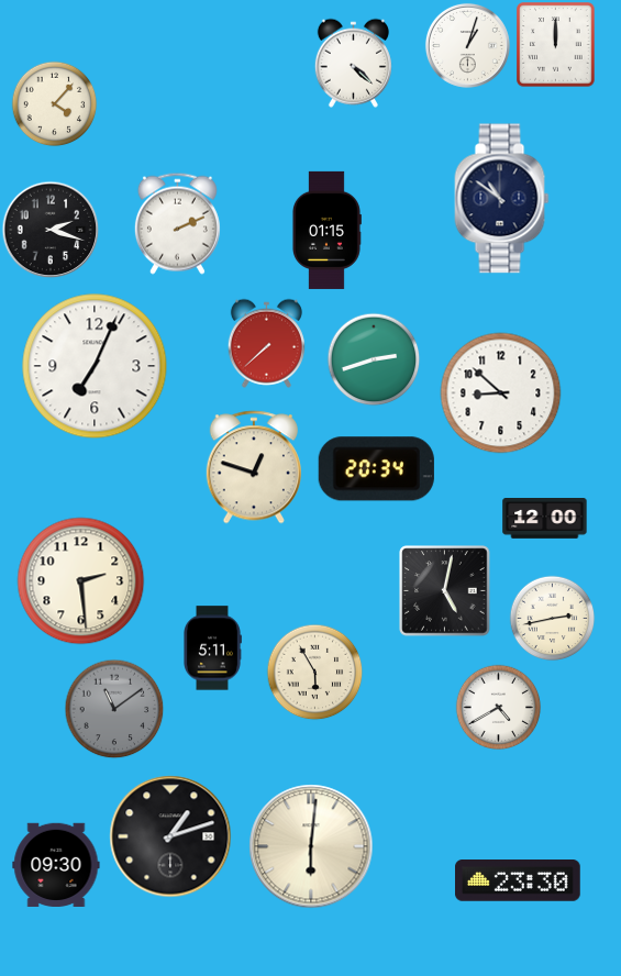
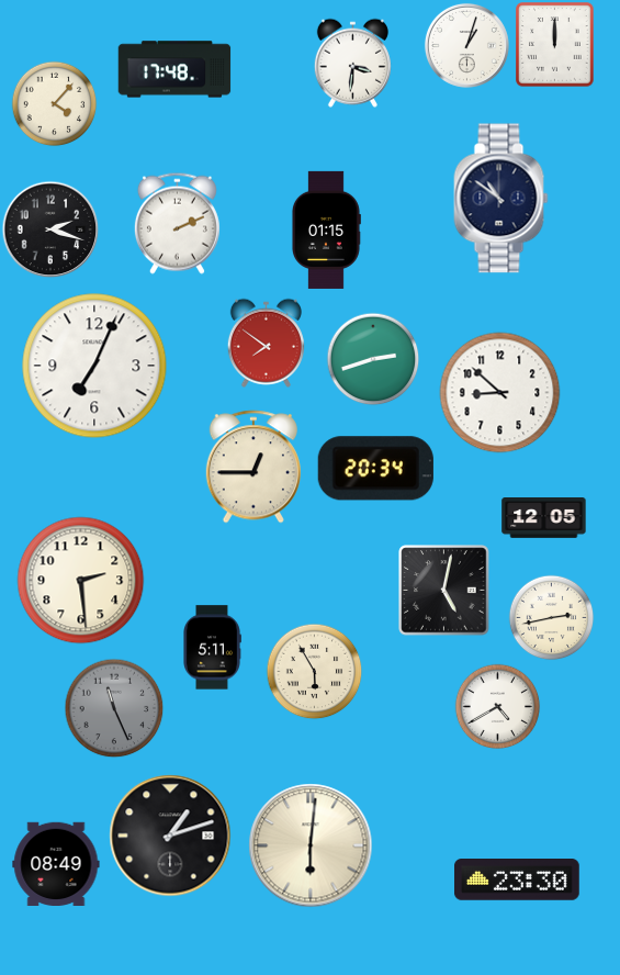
clock at (353, 63): 4:22 -> 3:31
clock at (174, 69): none -> 17:48
clock at (266, 343): 7:38 -> 7:51
clock at (254, 467): 12:48 -> 12:45
clock at (545, 519): 12:00 -> 12:05
clock at (114, 709): 11:09 -> 11:26
clock at (56, 864): 09:30 -> 08:49
